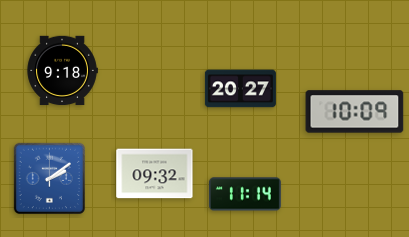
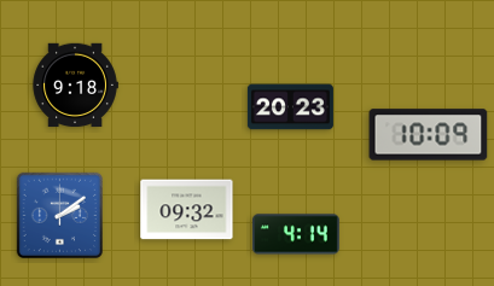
clock at (240, 89): 20:27 -> 20:23
clock at (245, 194): 11:14 -> 4:14
